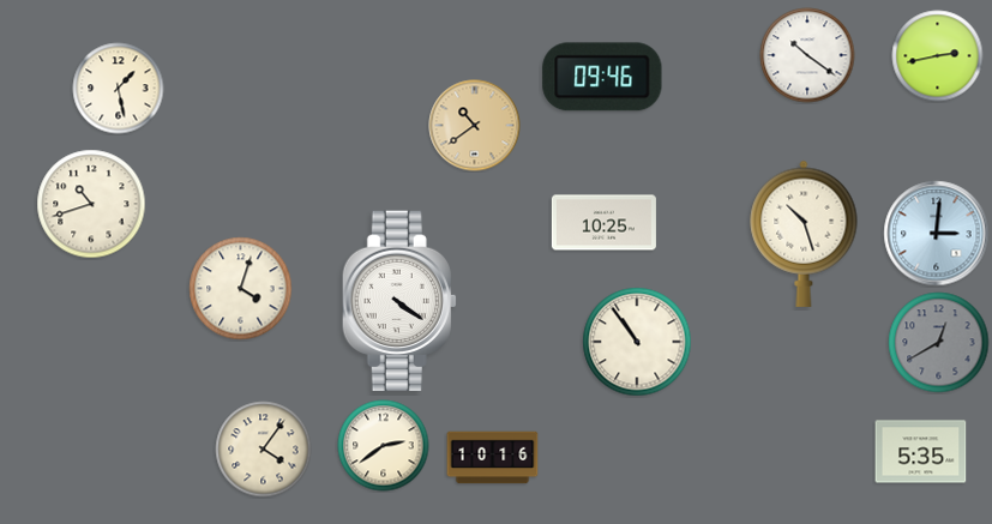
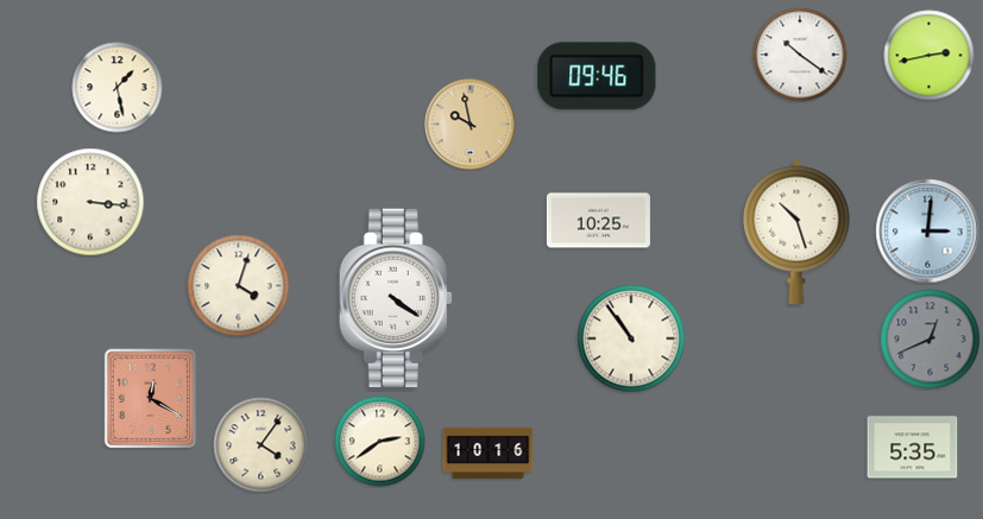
clock at (475, 126): 10:39 -> 9:58
clock at (91, 204): 10:42 -> 3:16
clock at (939, 343): 12:40 -> 12:41
clock at (151, 399): none -> 12:20
